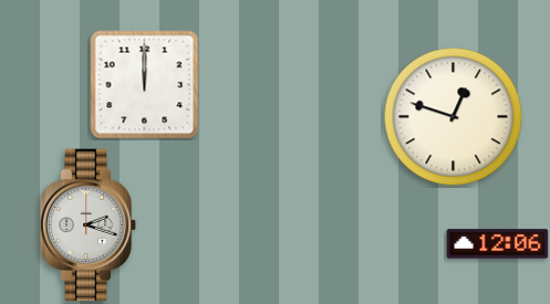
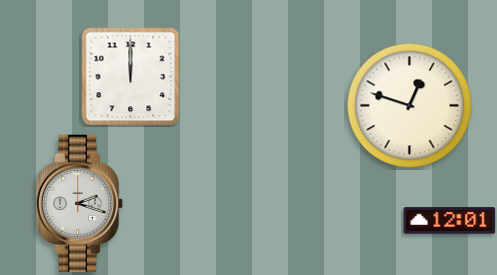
clock at (498, 244): 12:06 -> 12:01
